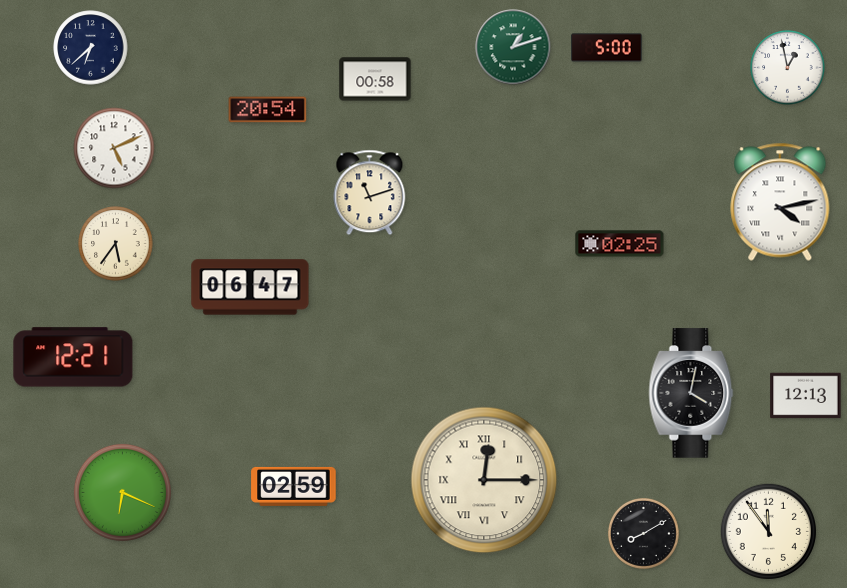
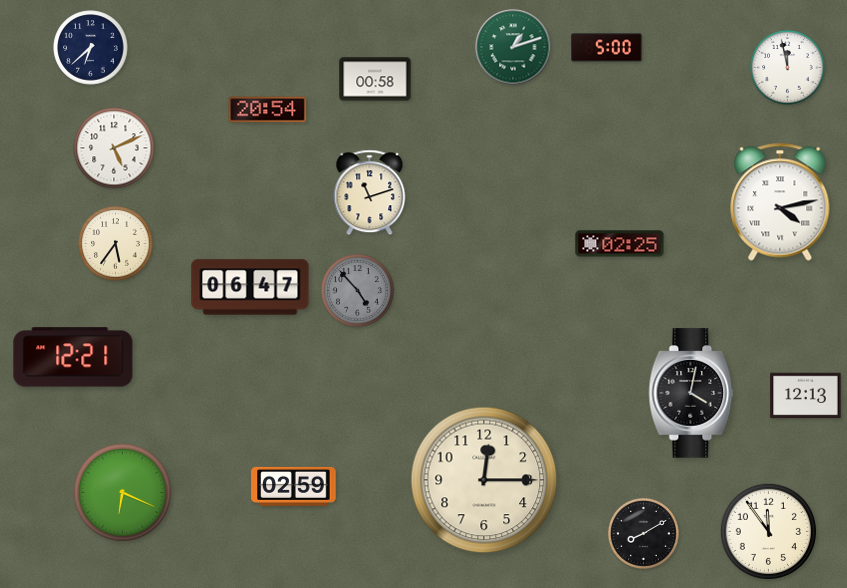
clock at (788, 68): 12:58 -> 11:58
clock at (358, 291): none -> 4:53
clock at (484, 480) numerals: Roman -> Arabic
